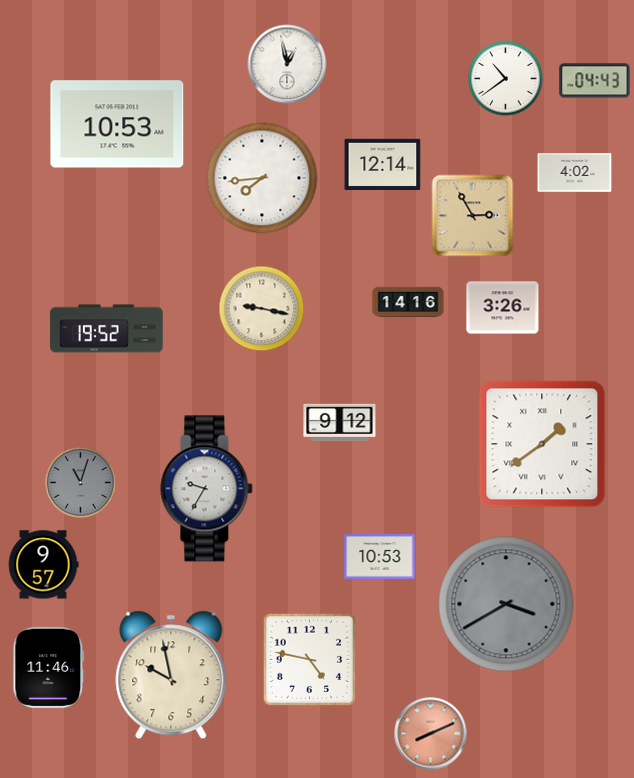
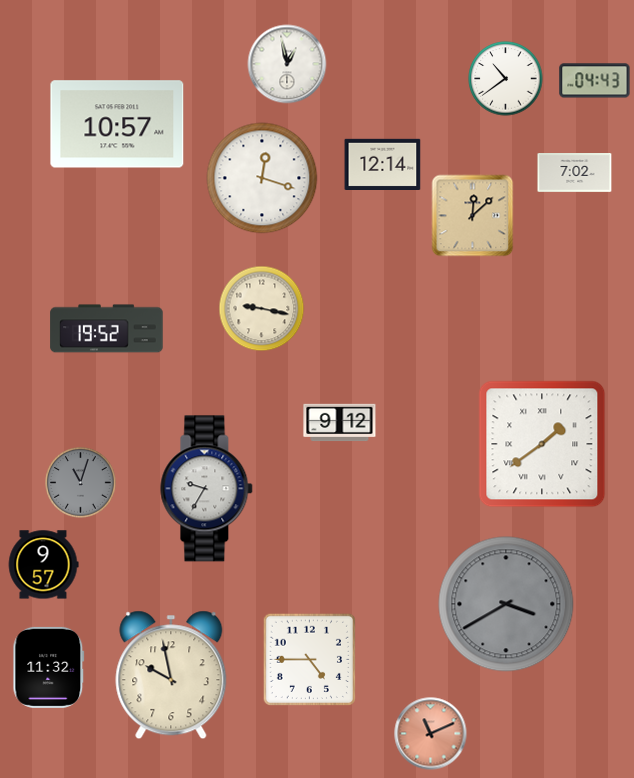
clock at (117, 124): 10:53 -> 10:57
clock at (575, 173): 4:02 -> 7:02
clock at (262, 178): 7:44 -> 12:18
clock at (473, 216): 2:55 -> 12:08
clock at (408, 302): 14:16 -> none
clock at (503, 308): 3:26 -> none
clock at (380, 557): 10:53 -> none
clock at (309, 659): 4:47 -> 4:45
clock at (49, 667): 11:46 -> 11:32
clock at (431, 734): 8:11 -> 11:11
